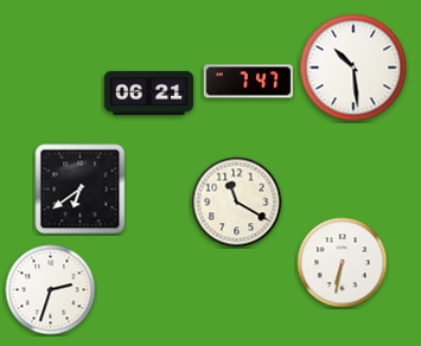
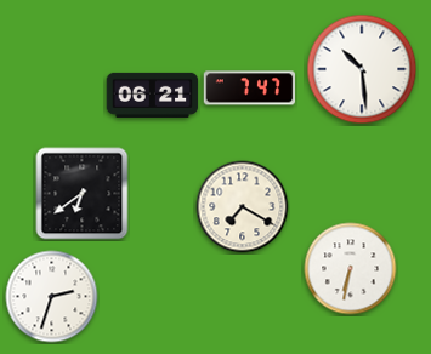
clock at (249, 82) position: (249, 82) -> (250, 88)
clock at (237, 203): 11:20 -> 7:20
